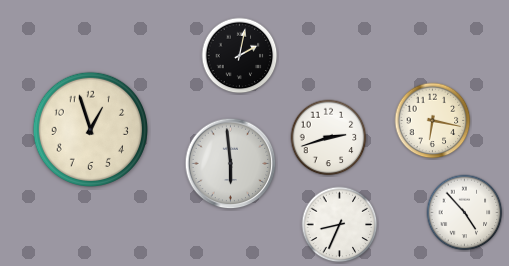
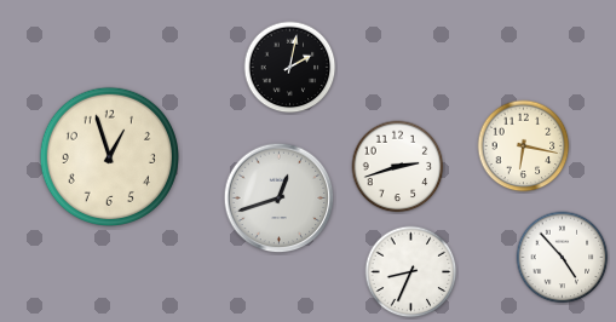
clock at (231, 164): 5:59 -> 12:42
